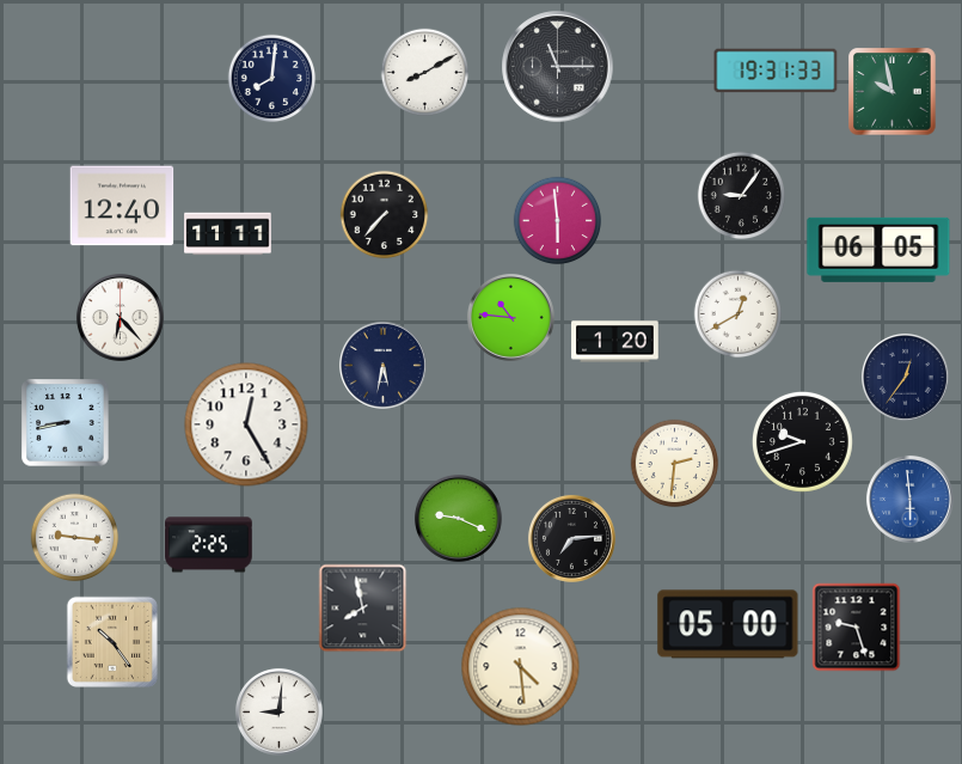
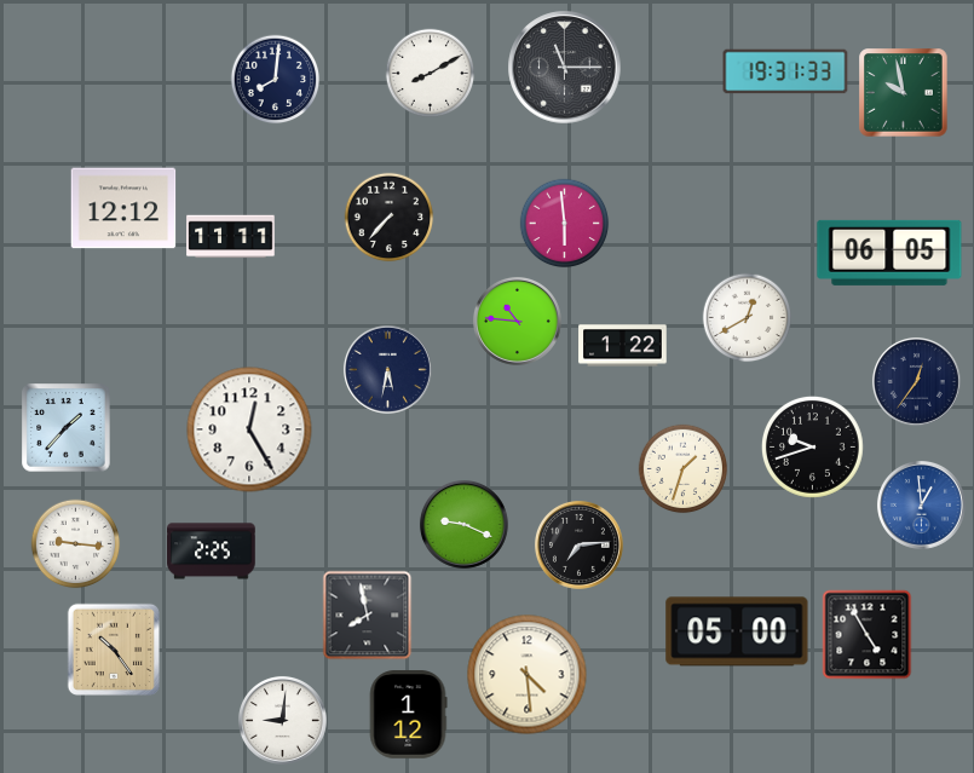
clock at (742, 196): 9:06 -> none
clock at (122, 206): 12:40 -> 12:12
clock at (120, 317): 6:23 -> none
clock at (615, 342): 1:20 -> 1:22
clock at (66, 423): 8:43 -> 1:37
clock at (675, 464): 2:31 -> 1:33
clock at (909, 499): 5:59 -> 12:59
clock at (857, 628): 9:27 -> 4:55
clock at (408, 715): none -> 1:12
